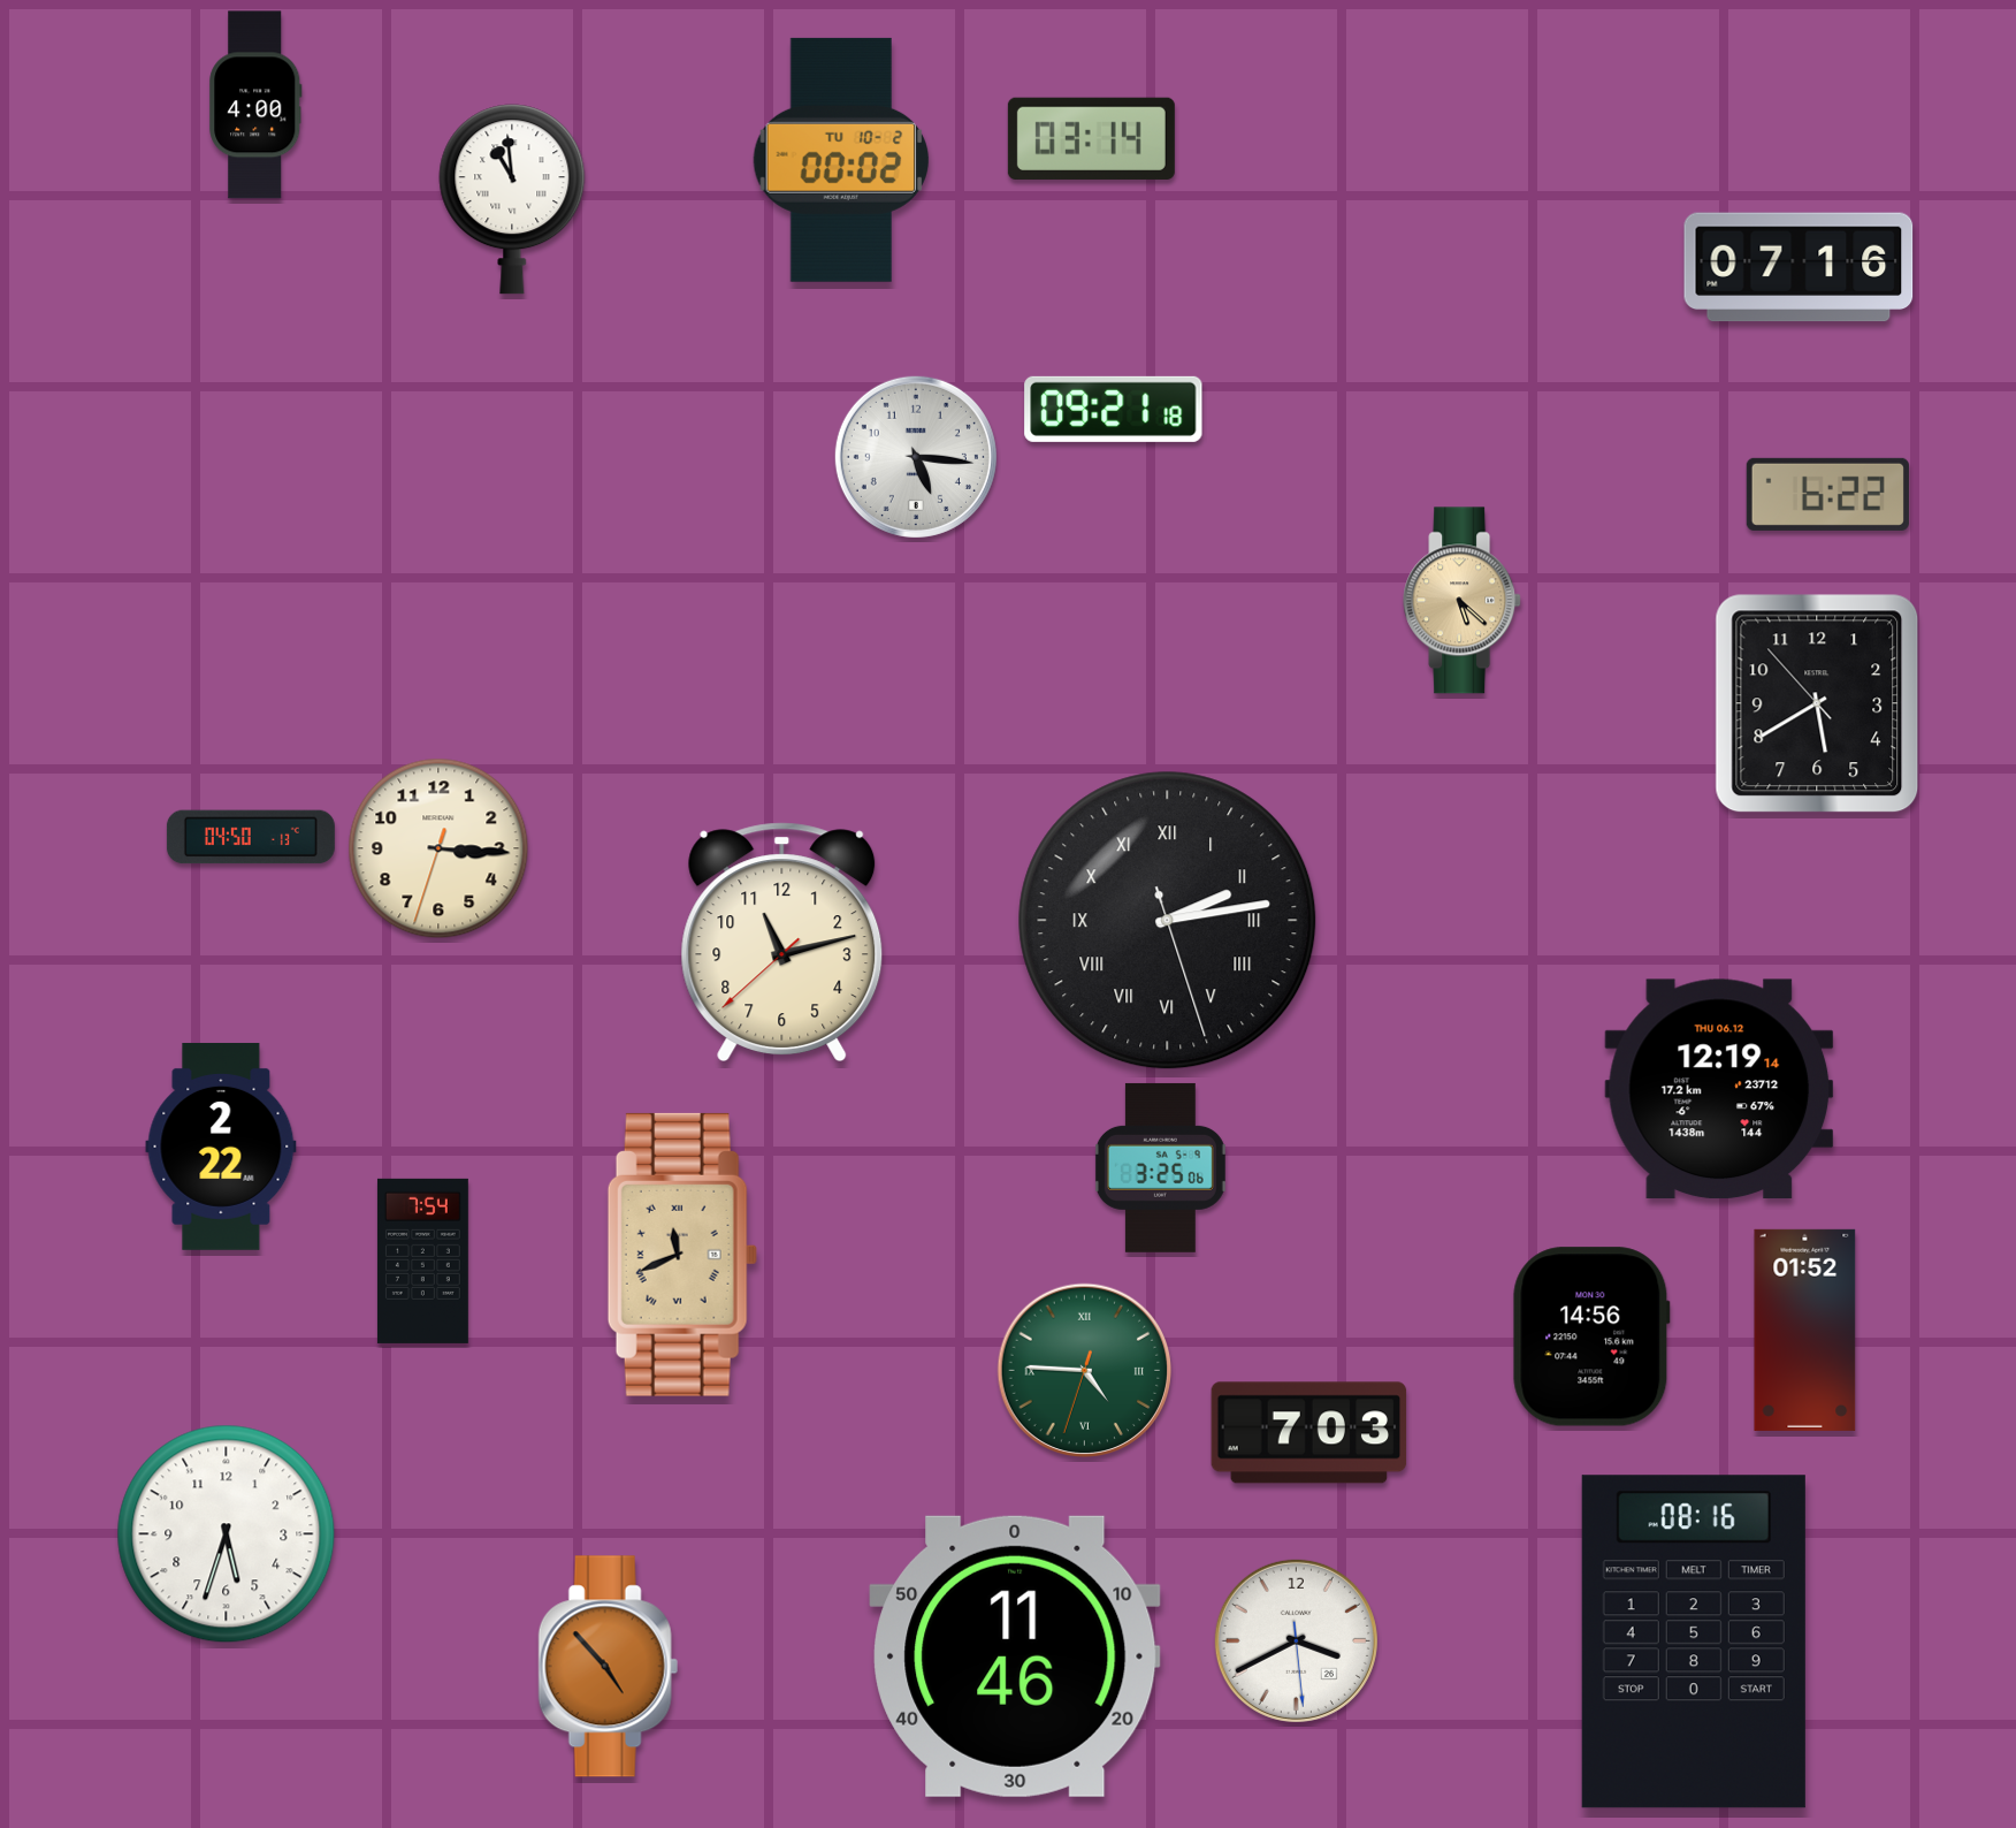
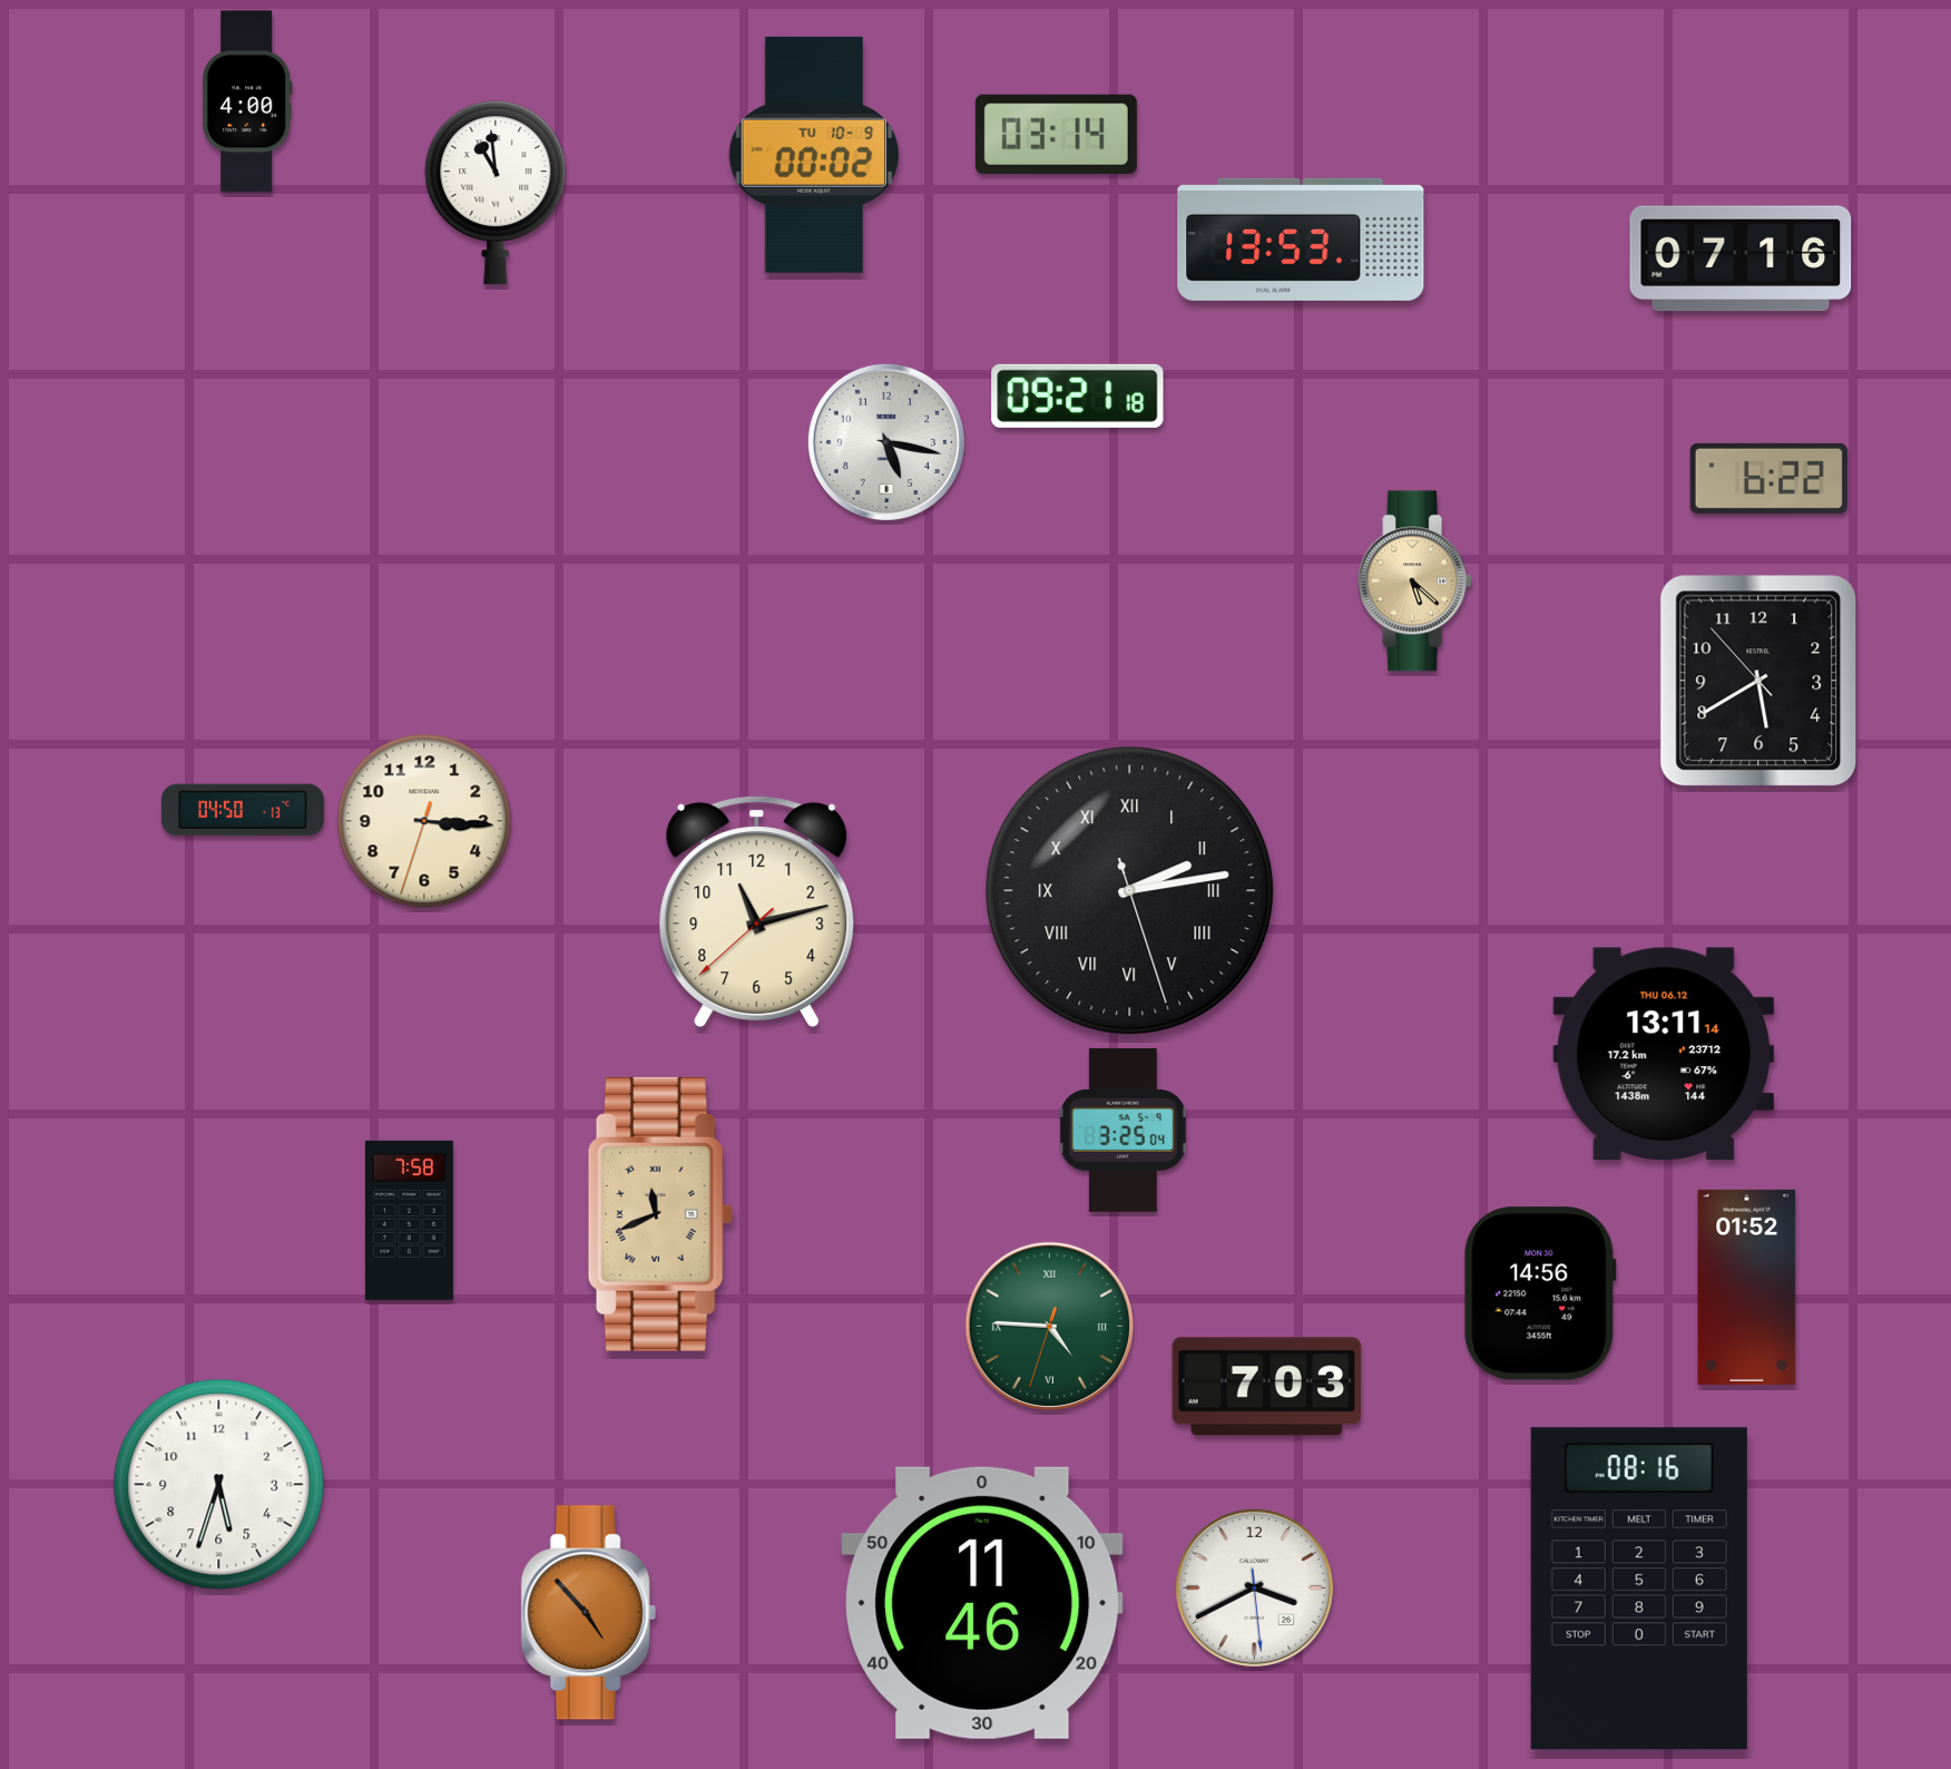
clock at (840, 160) date: TU 10-2 -> TU 10-9
clock at (1301, 240): none -> 13:53
clock at (916, 457): 5:16 -> 5:17
clock at (1719, 1089): 12:19 -> 13:11
clock at (221, 1147): 2:22 -> none
clock at (1160, 1167): 3:25:06 -> 3:25:04
clock at (422, 1260): 7:54 -> 7:58
